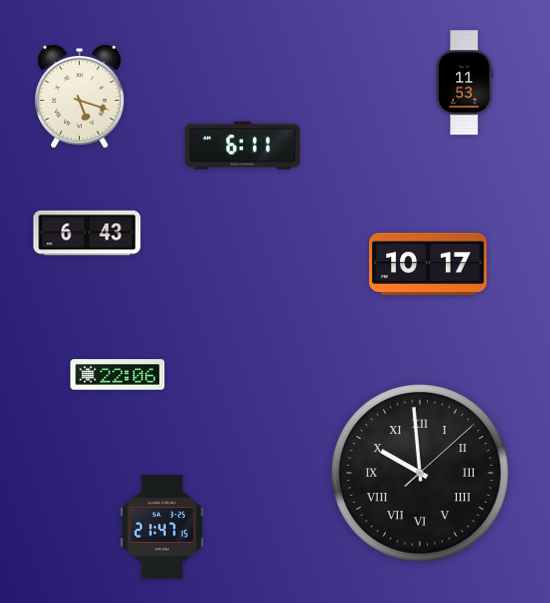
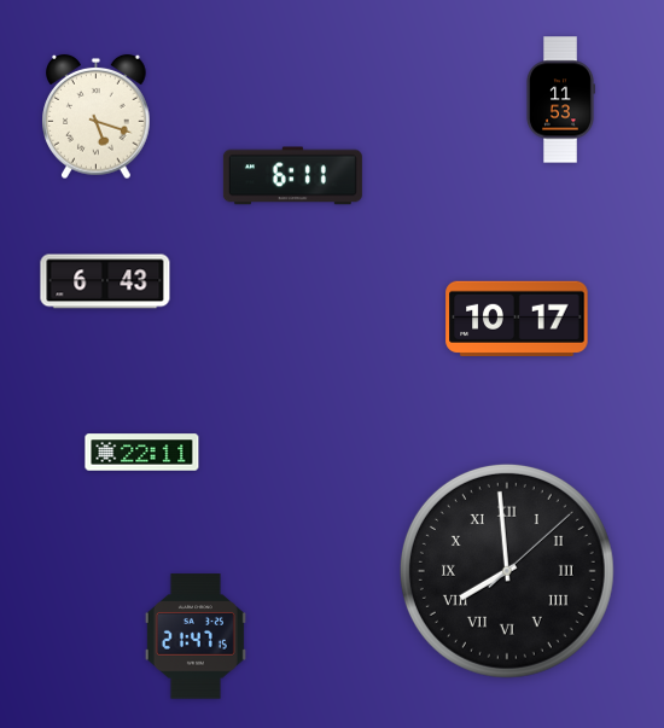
clock at (118, 375): 22:06 -> 22:11
clock at (420, 473): 9:59 -> 7:59
